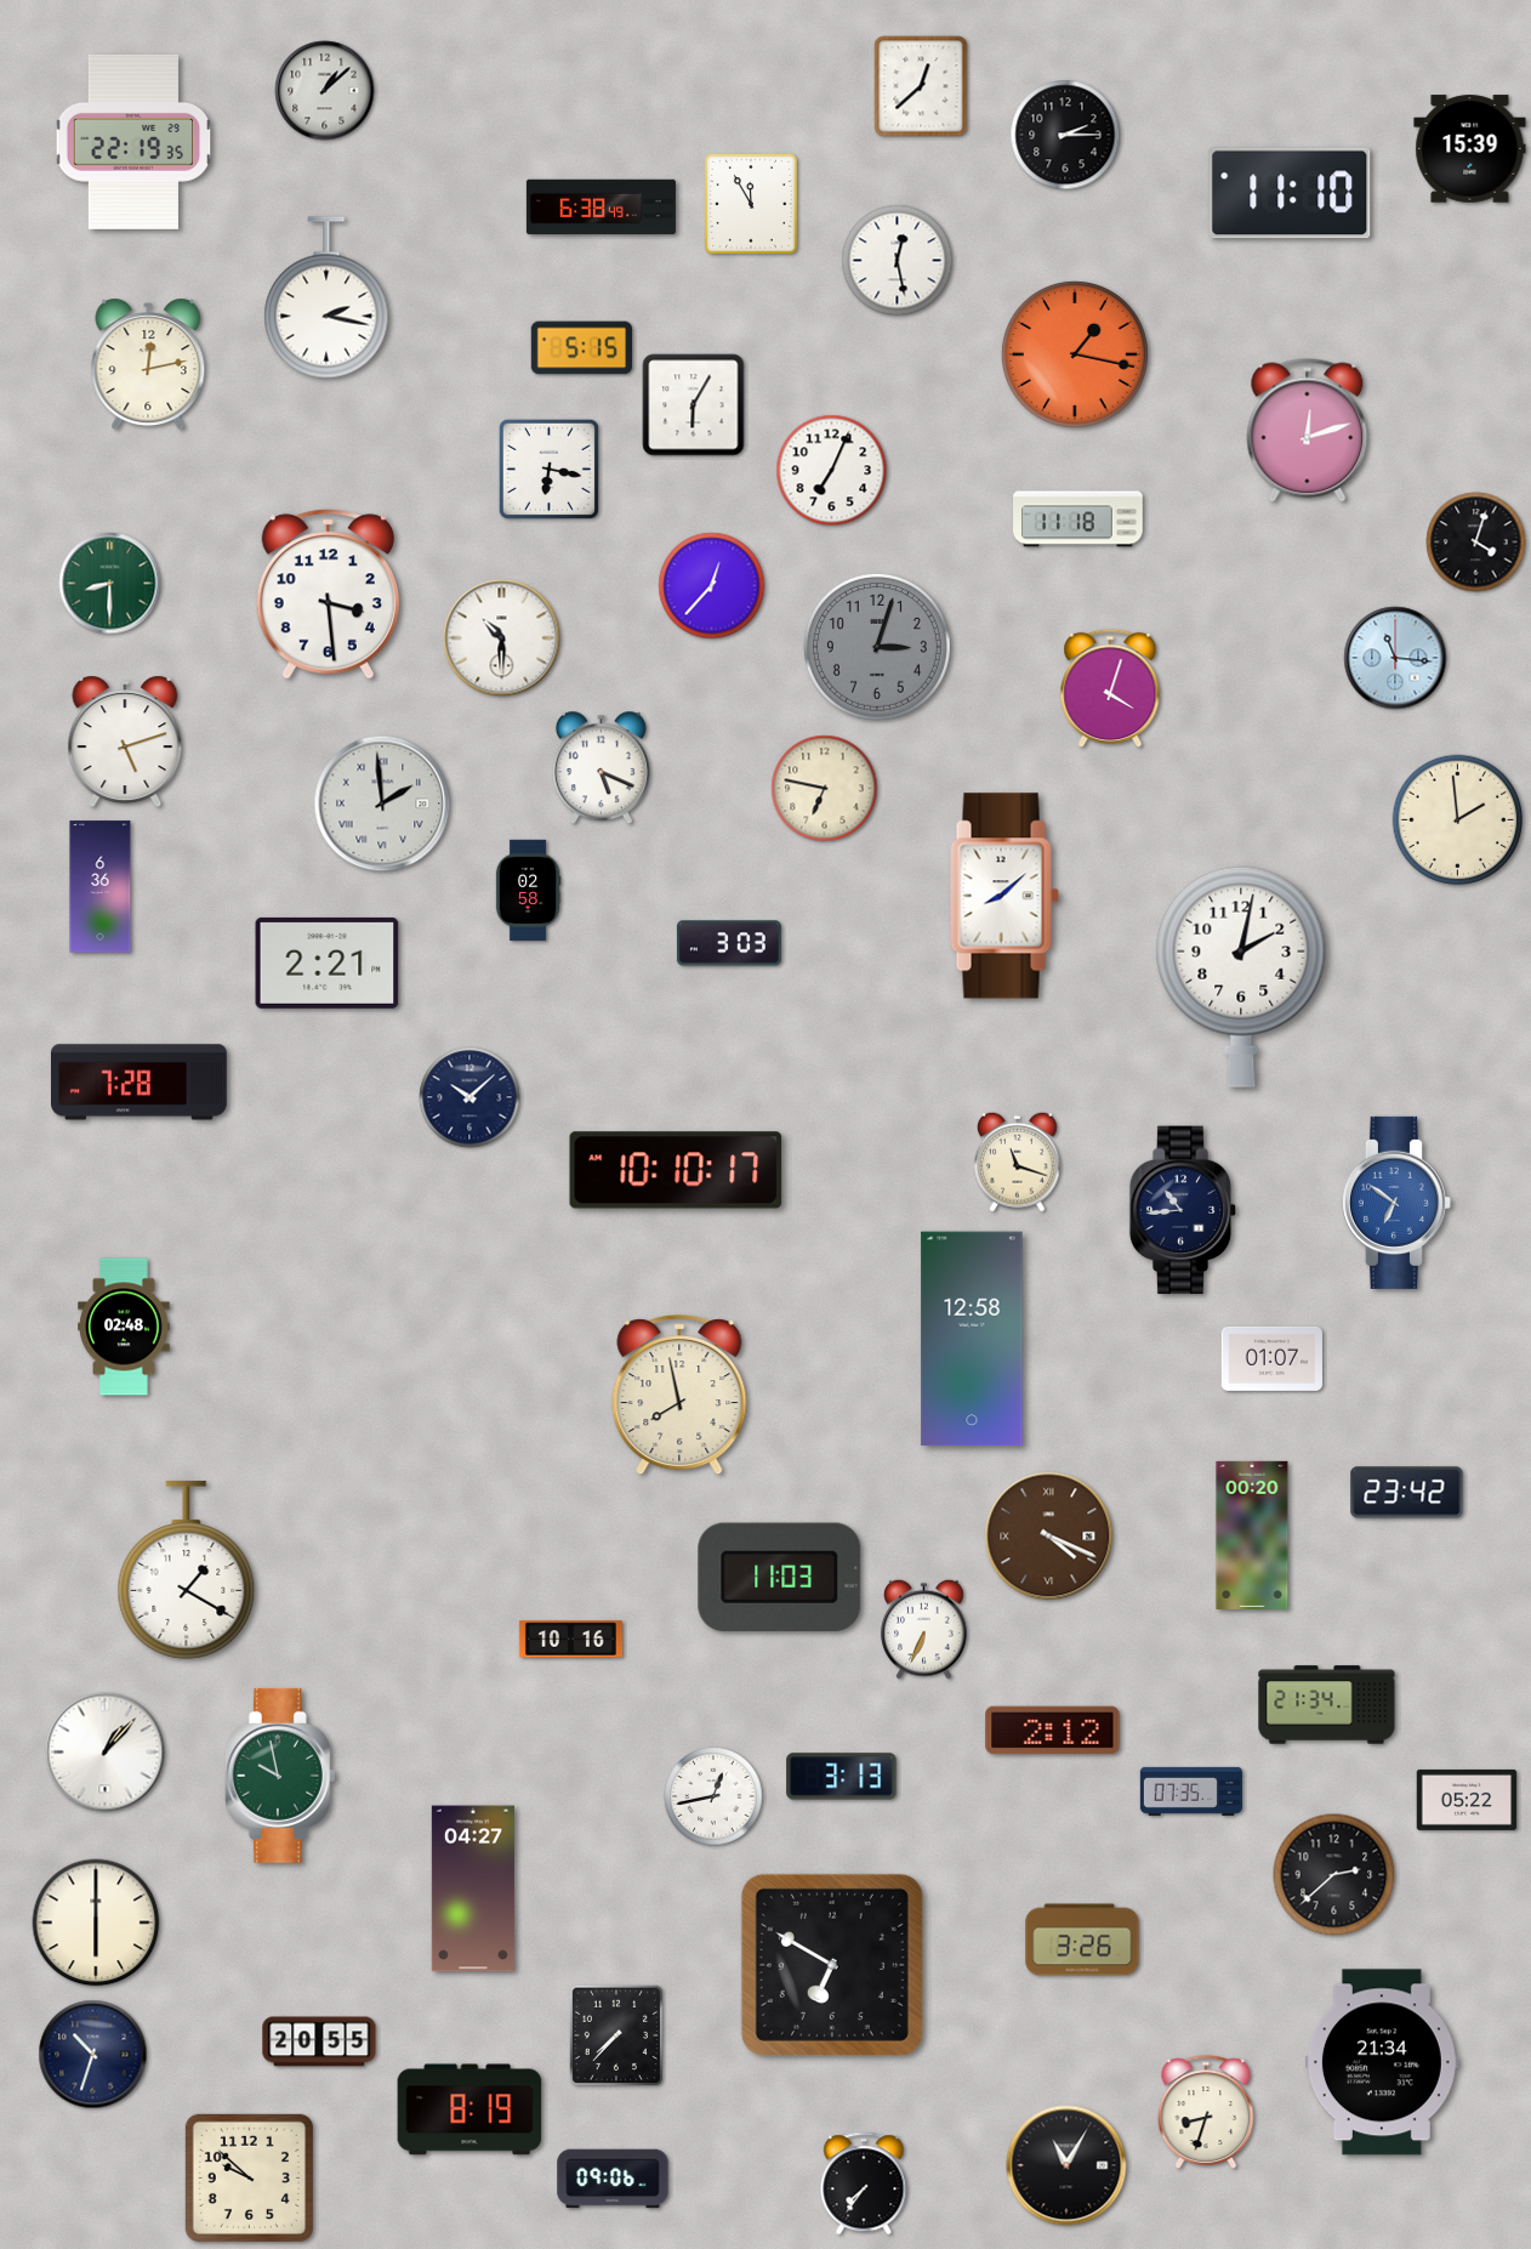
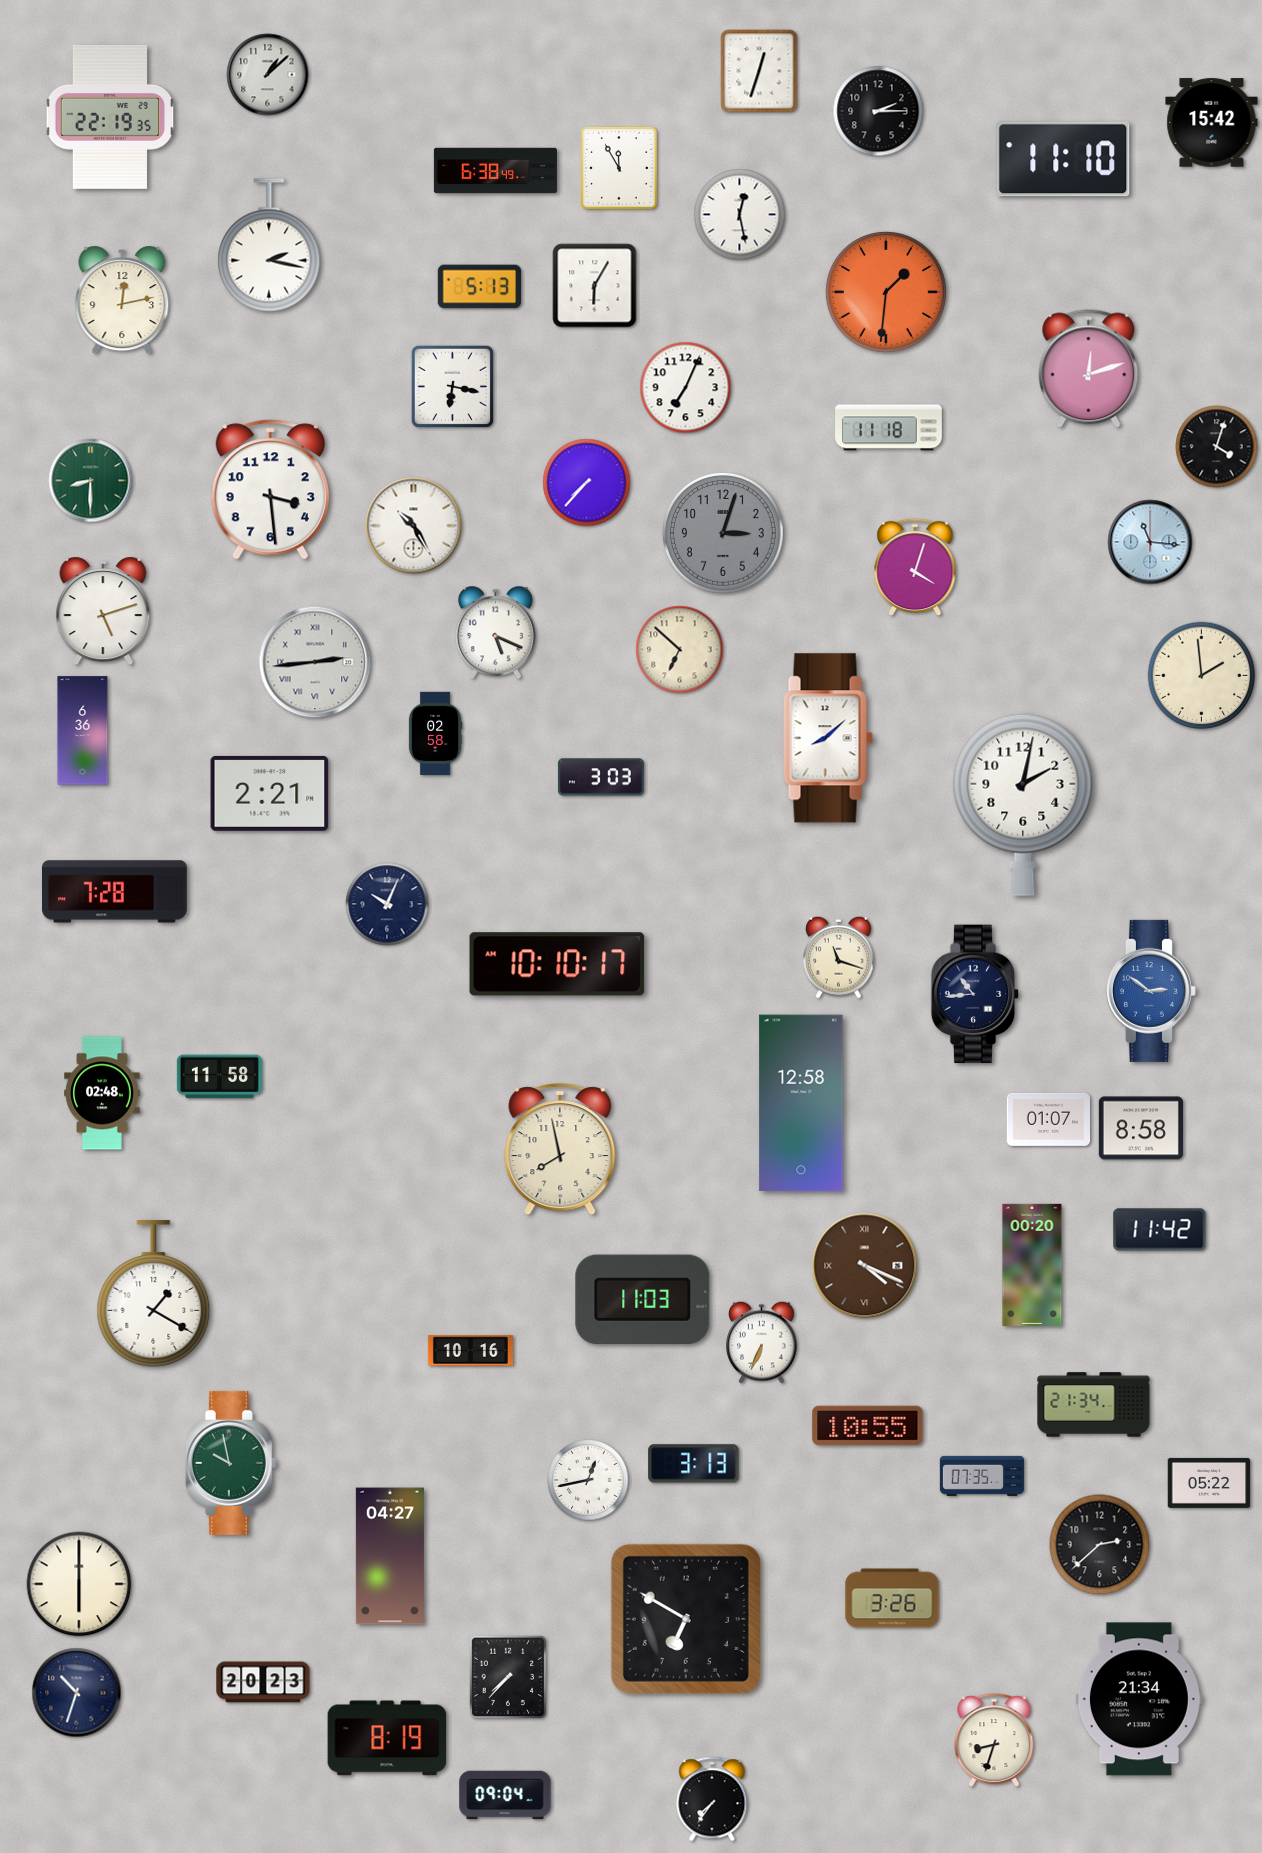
clock at (921, 86): 12:38 -> 12:33
clock at (1470, 149): 15:39 -> 15:42
clock at (582, 348): 5:15 -> 5:13
clock at (1075, 354): 1:17 -> 1:31
clock at (694, 405) position: (694, 405) -> (595, 286)
clock at (1308, 431) position: (1308, 431) -> (1089, 369)
clock at (712, 586): 12:37 -> 7:37
clock at (502, 638): 10:30 -> 10:25
clock at (825, 789): 6:47 -> 6:52
clock at (382, 803): 1:59 -> 2:44
clock at (469, 1097): 10:08 -> 10:04
clock at (1396, 1203): 6:51 -> 2:51
clock at (1183, 1210) position: (1183, 1210) -> (975, 994)
clock at (219, 1077): none -> 11:58
clock at (1141, 1128): none -> 8:58
clock at (1407, 1493): 23:42 -> 11:42
clock at (1053, 1731): 2:12 -> 10:55
clock at (106, 1753): 1:07 -> none
clock at (319, 2041): 20:55 -> 20:23
clock at (1066, 2165): 11:05 -> none
clock at (249, 2177): 9:52 -> none
clock at (613, 2179): 09:06 -> 09:04
